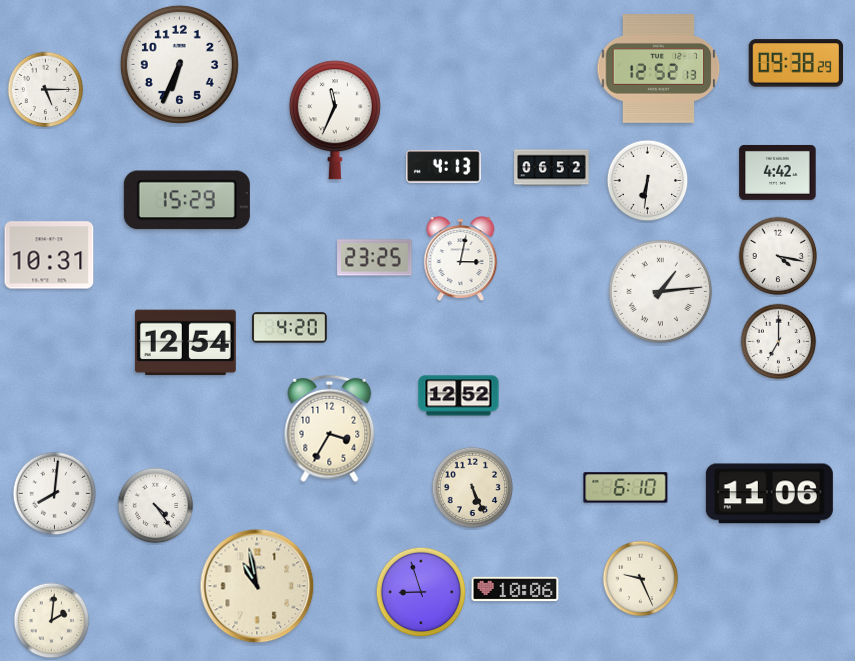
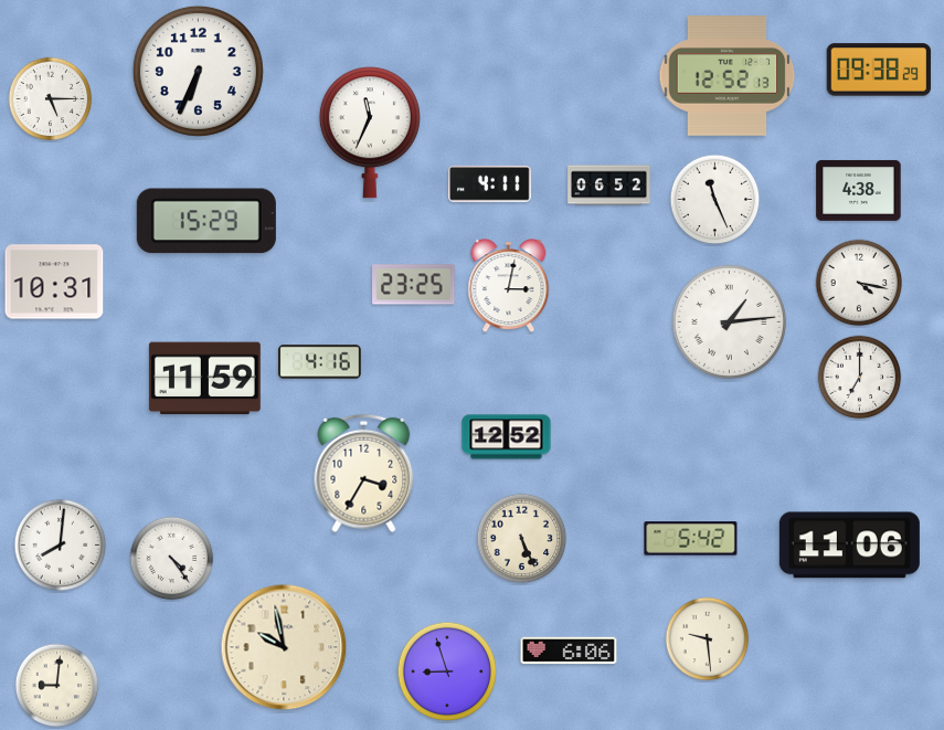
clock at (444, 167): 4:13 -> 4:11
clock at (778, 173): 4:42 -> 4:38
clock at (648, 181): 6:31 -> 11:26
clock at (290, 328): 4:20 -> 4:16
clock at (185, 343): 12:54 -> 11:59
clock at (626, 488): 6:10 -> 5:42
clock at (641, 579): 9:26 -> 9:29
clock at (257, 586): 10:58 -> 9:58
clock at (515, 589): 10:06 -> 6:06
clock at (421, 592) position: (421, 592) -> (447, 671)
clock at (52, 621): 2:01 -> 9:01
